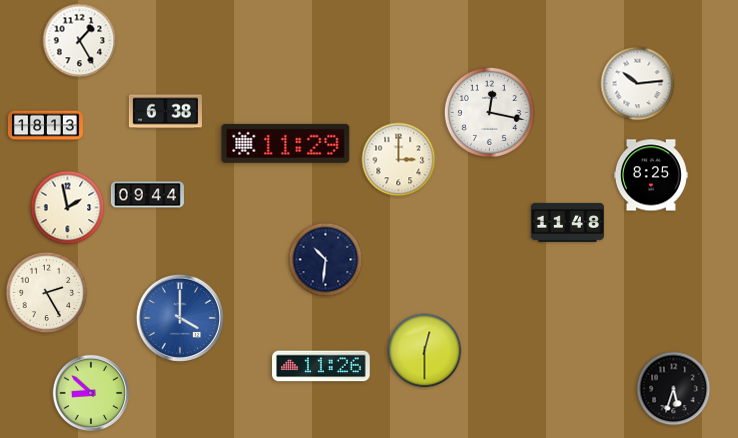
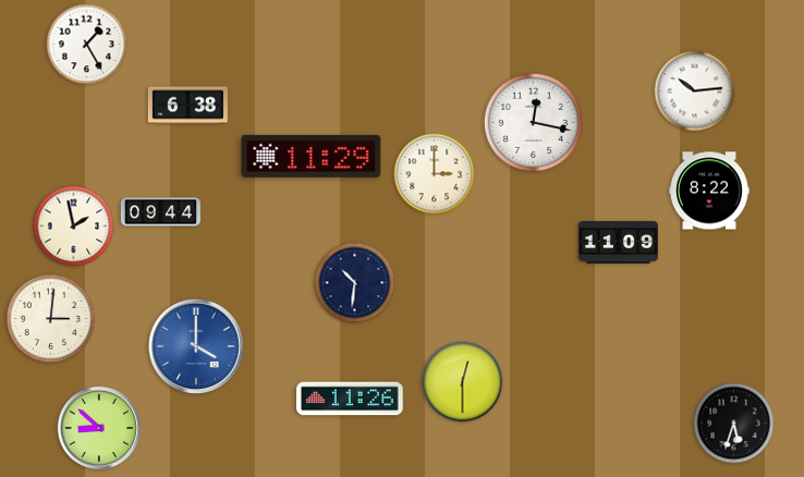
clock at (165, 112) position: (165, 112) -> (187, 106)
clock at (45, 126): 18:13 -> none
clock at (651, 175): 8:25 -> 8:22
clock at (567, 222): 11:48 -> 11:09
clock at (47, 293): 2:25 -> 3:01
